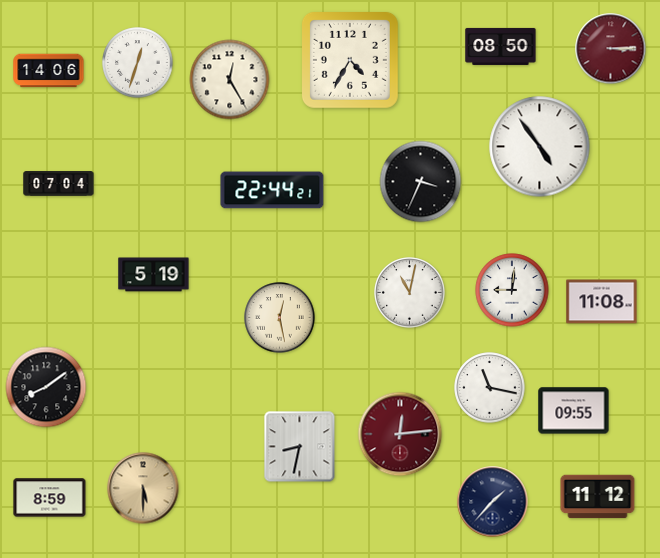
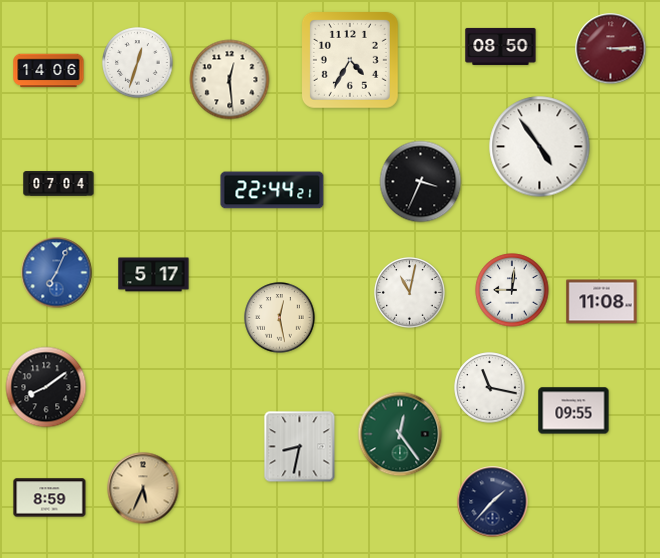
clock at (230, 80): 12:25 -> 12:29
clock at (57, 273): none -> 7:04
clock at (154, 275): 5:19 -> 5:17
clock at (400, 434): 12:14 -> 12:24
clock at (400, 434) dial: burgundy -> green
clock at (143, 488): 5:30 -> 5:34
clock at (598, 497): 11:12 -> none
